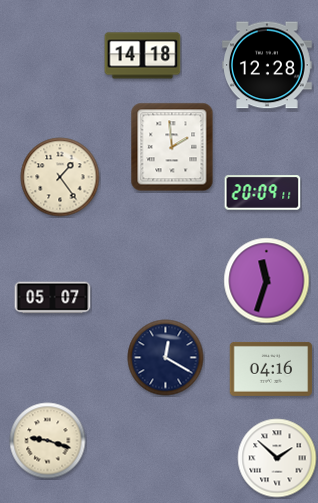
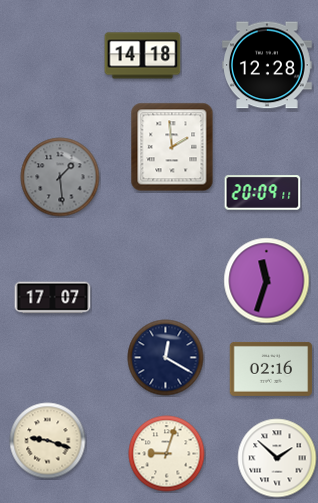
clock at (60, 177): 1:24 -> 1:29
clock at (60, 177) dial: cream -> grey
clock at (53, 298): 05:07 -> 17:07
clock at (271, 369): 04:16 -> 02:16
clock at (167, 454): none -> 9:03
